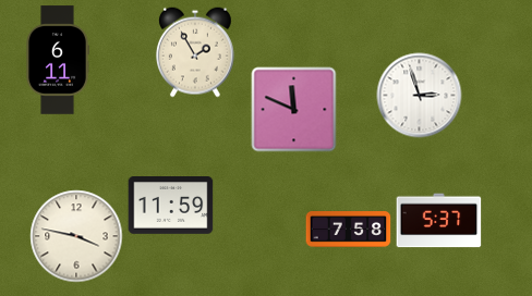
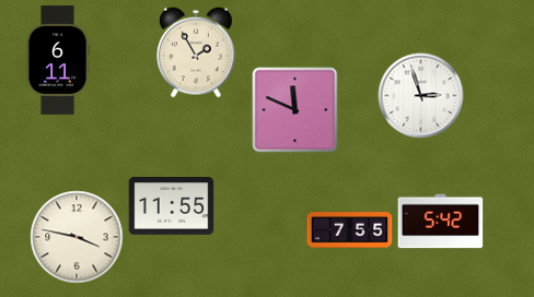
clock at (170, 206): 11:59 -> 11:55
clock at (438, 221): 5:37 -> 5:42
clock at (348, 230): 7:58 -> 7:55
